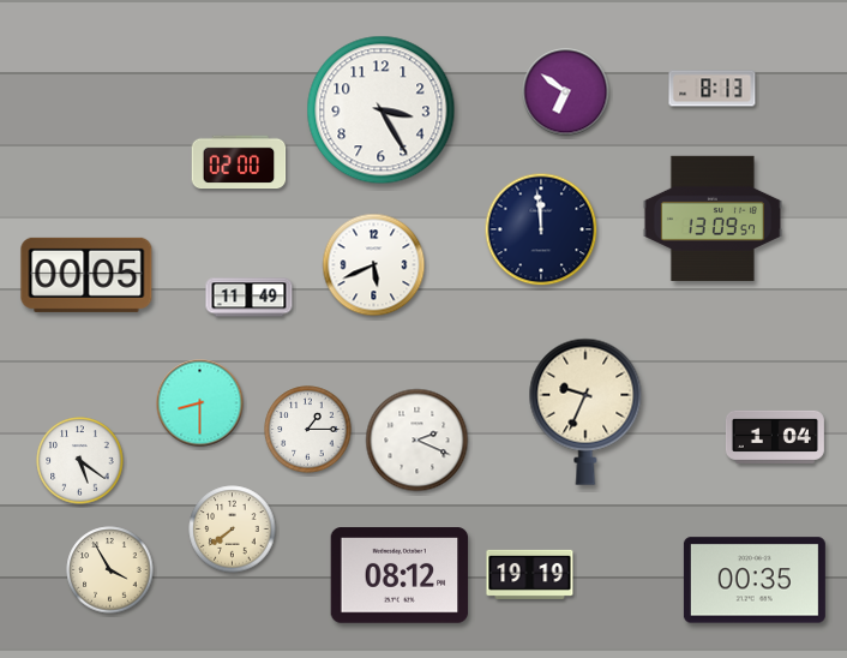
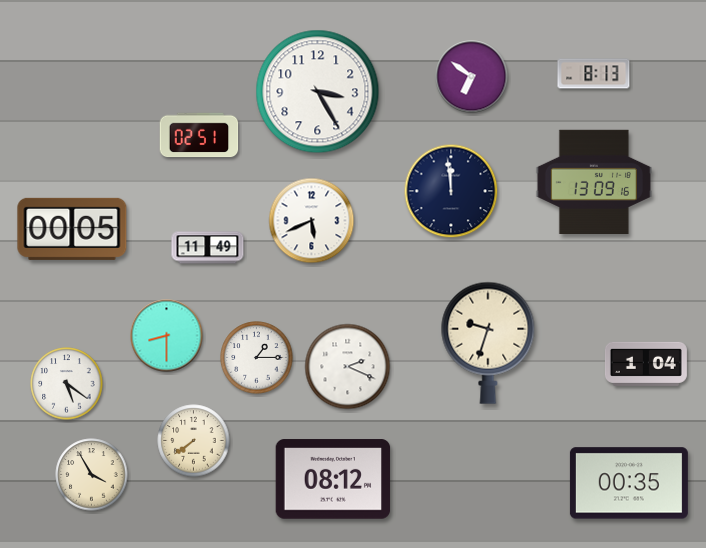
clock at (239, 162): 02:00 -> 02:51
clock at (713, 217): 13:09:57 -> 13:09:16
clock at (585, 412): 9:34 -> 9:33
clock at (530, 574): 19:19 -> none
